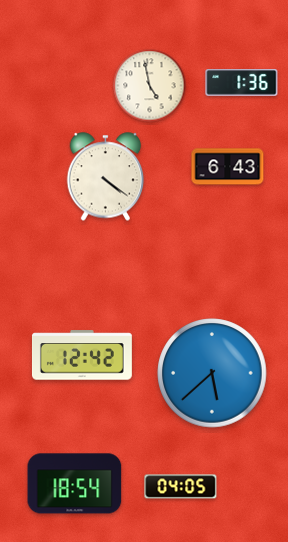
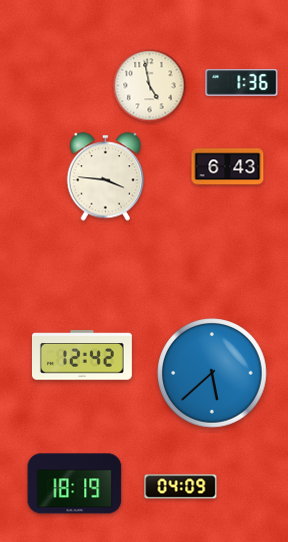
clock at (106, 177): 4:21 -> 3:46
clock at (75, 484): 18:54 -> 18:19
clock at (181, 487): 04:05 -> 04:09
